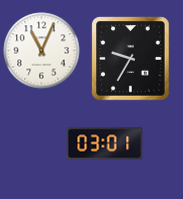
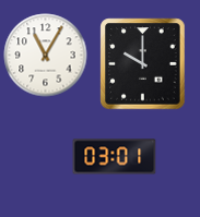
clock at (42, 51): 11:04 -> 11:05
clock at (131, 59): 9:35 -> 10:00
